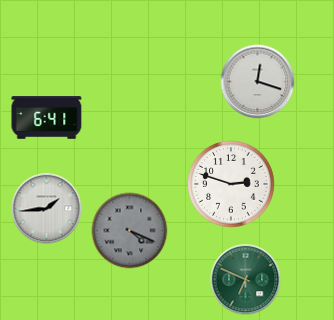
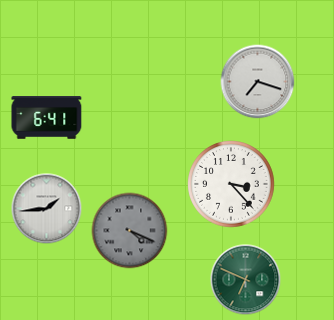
clock at (258, 82): 12:18 -> 7:18
clock at (231, 184): 2:48 -> 3:23
